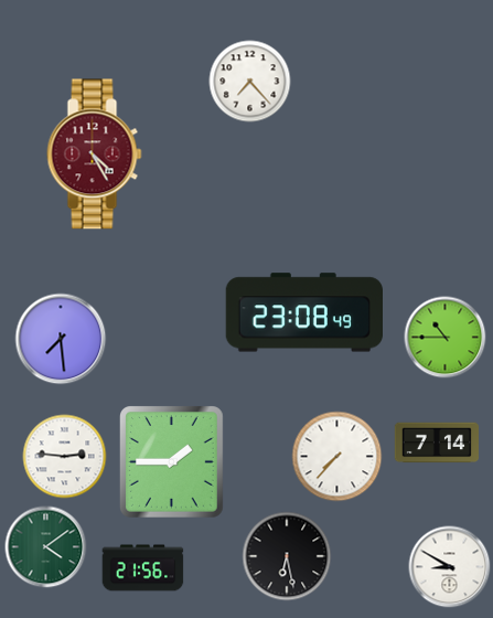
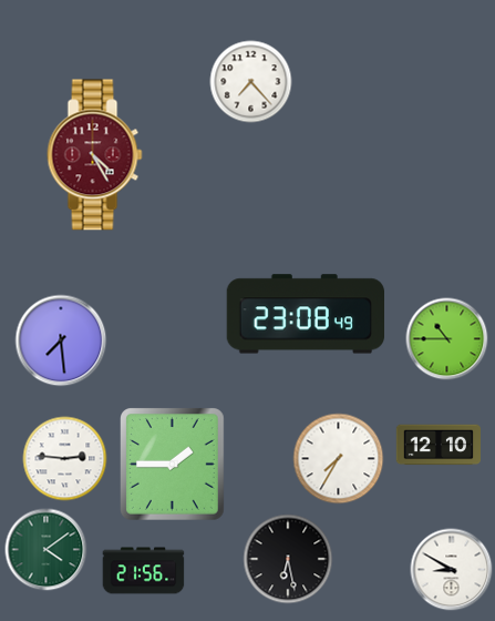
clock at (436, 443): 7:14 -> 12:10
clock at (337, 457): 7:37 -> 7:35
